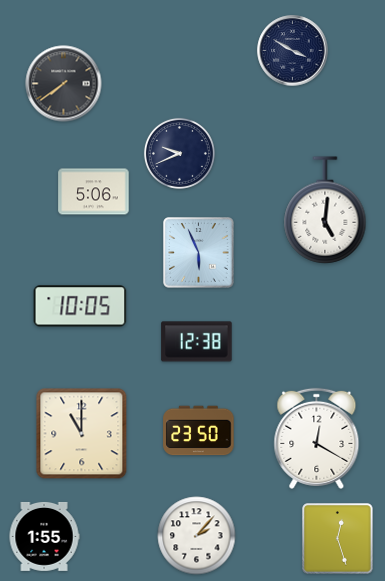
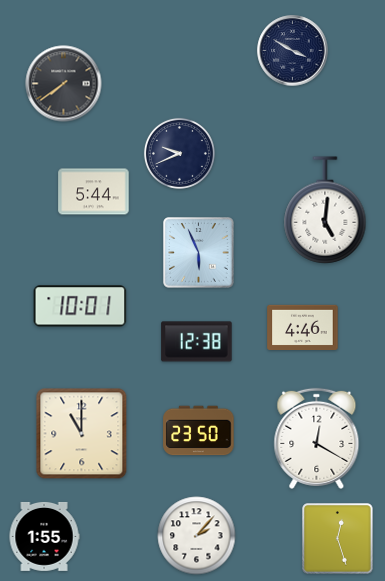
clock at (94, 192): 5:06 -> 5:44
clock at (80, 306): 10:05 -> 10:01
clock at (303, 327): none -> 4:46
